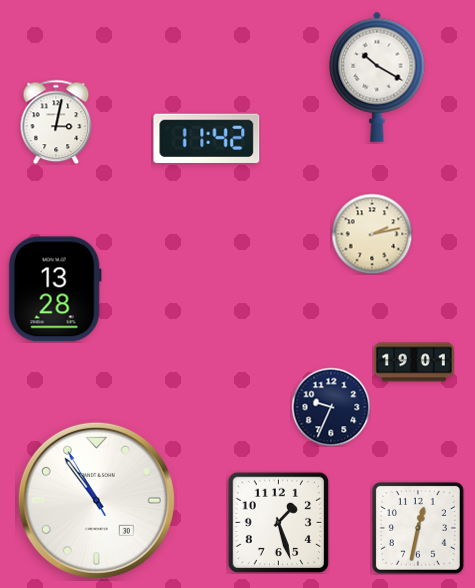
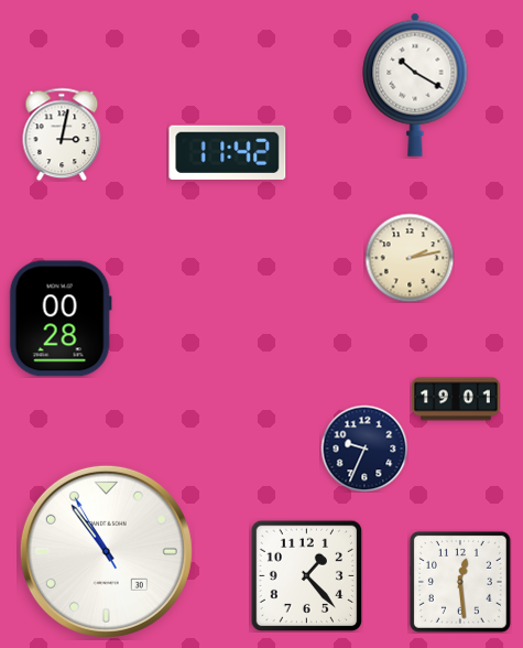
clock at (55, 289): 13:28 -> 00:28
clock at (278, 522): 1:27 -> 1:23
clock at (418, 528): 12:32 -> 12:29
